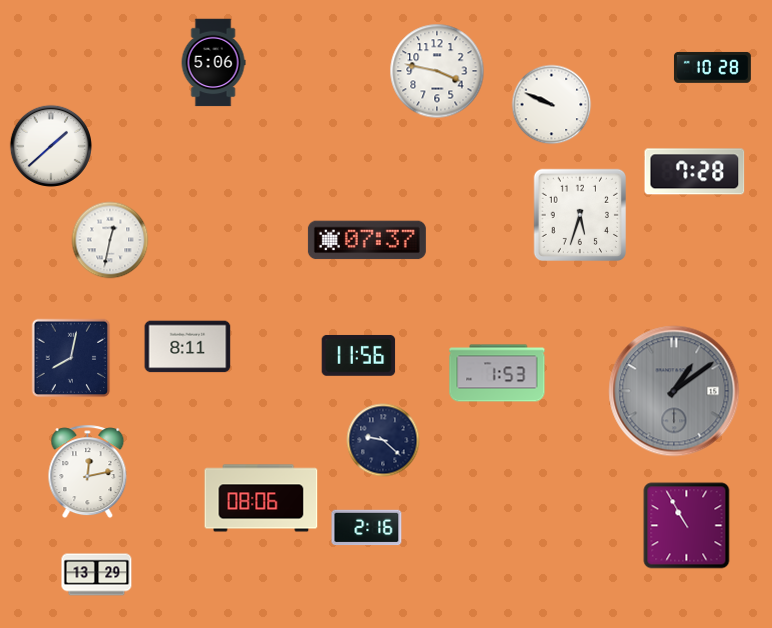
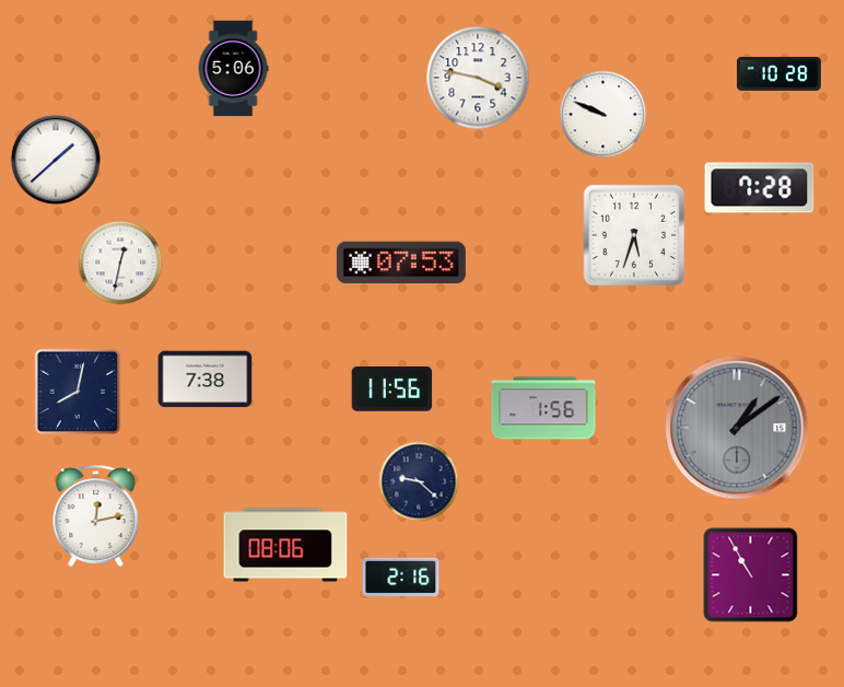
clock at (367, 240): 07:37 -> 07:53
clock at (188, 347): 8:11 -> 7:38
clock at (497, 373): 1:53 -> 1:56
clock at (97, 575): 13:29 -> none
